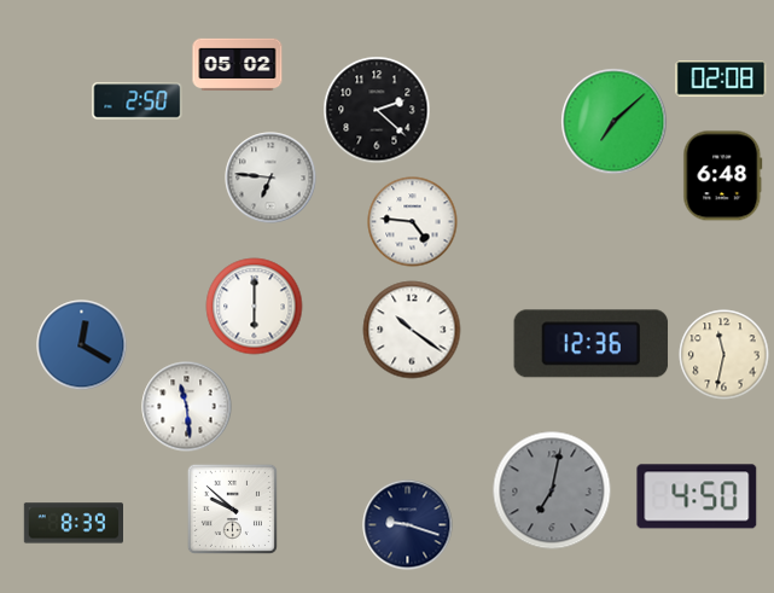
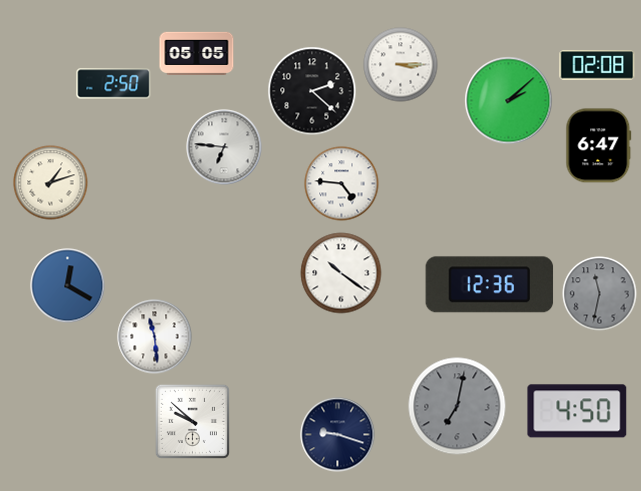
clock at (238, 64): 05:02 -> 05:05
clock at (401, 65): none -> 3:15
clock at (615, 122): 7:08 -> 2:08
clock at (723, 176): 6:48 -> 6:47
clock at (51, 183): none -> 1:12
clock at (255, 307): 6:00 -> none
clock at (724, 355) dial: cream -> grey
clock at (72, 523): 8:39 -> none
